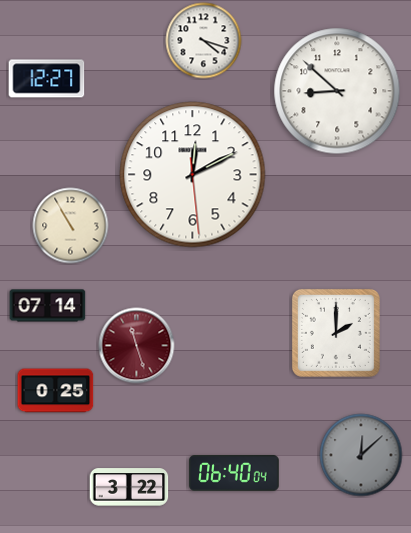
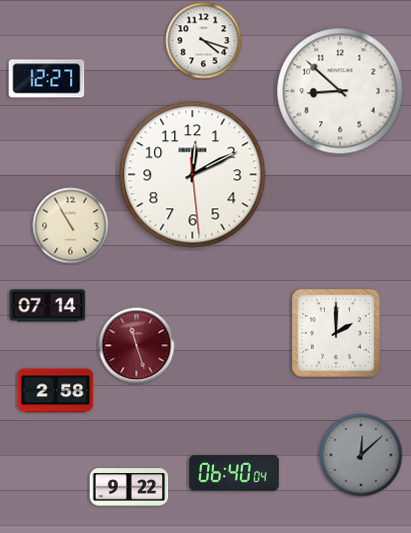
clock at (337, 91) position: (337, 91) -> (340, 91)
clock at (56, 391): 0:25 -> 2:58
clock at (129, 487): 3:22 -> 9:22
